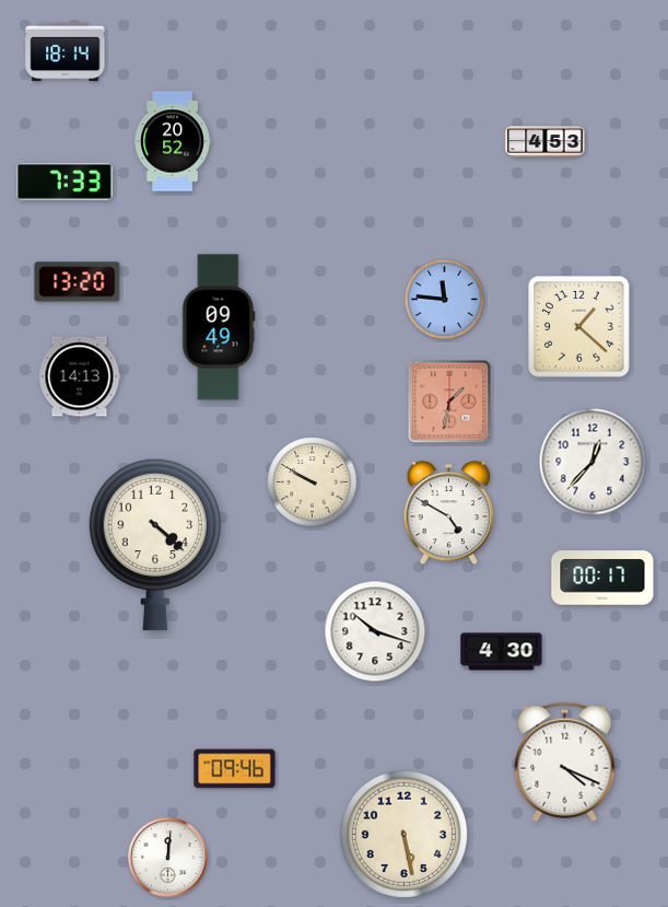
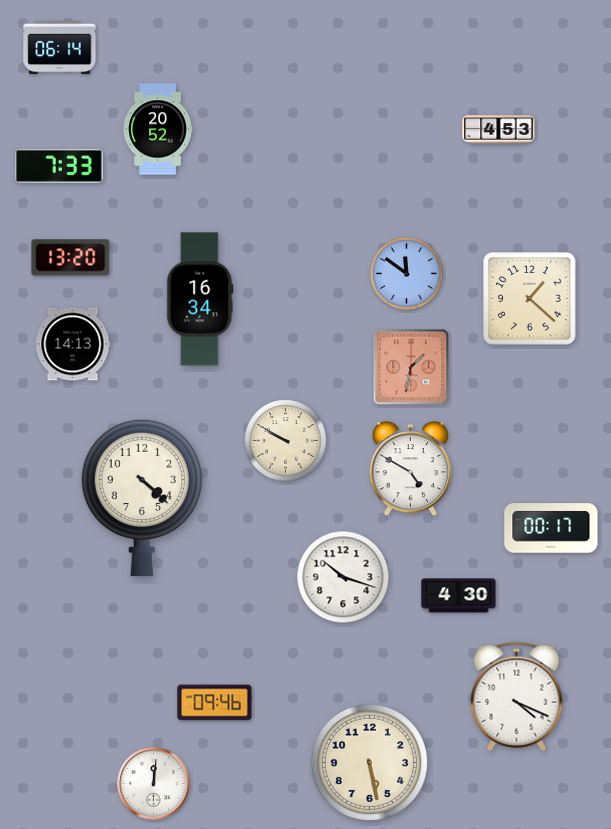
clock at (66, 53): 18:14 -> 06:14
clock at (444, 299): 11:46 -> 11:51
clock at (219, 327): 09:49 -> 16:34
clock at (593, 462): 12:37 -> none
